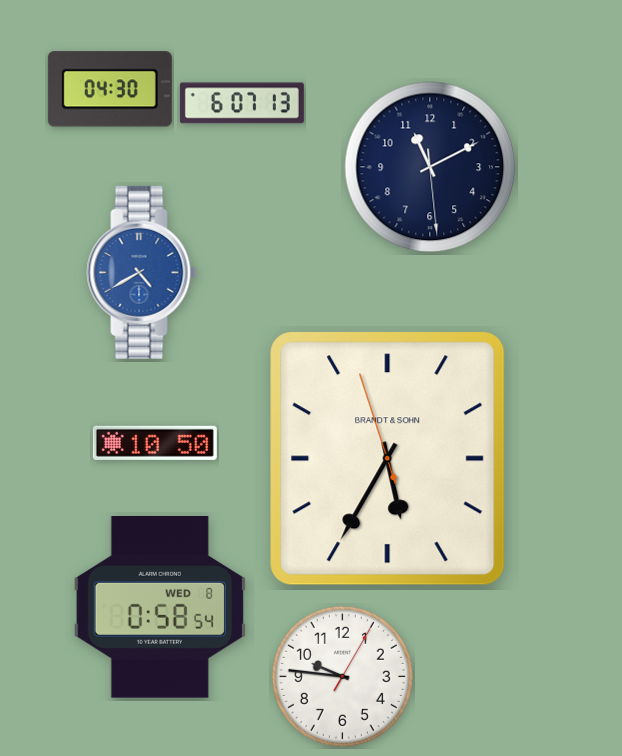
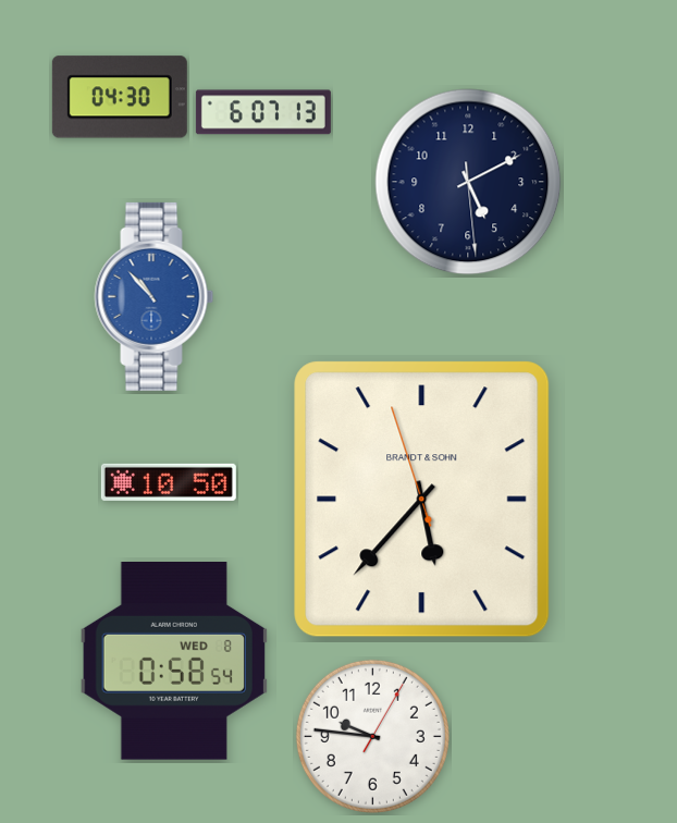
clock at (430, 167): 11:10 -> 5:10
clock at (142, 272): 4:40 -> 10:53
clock at (388, 459): 5:34 -> 5:36
